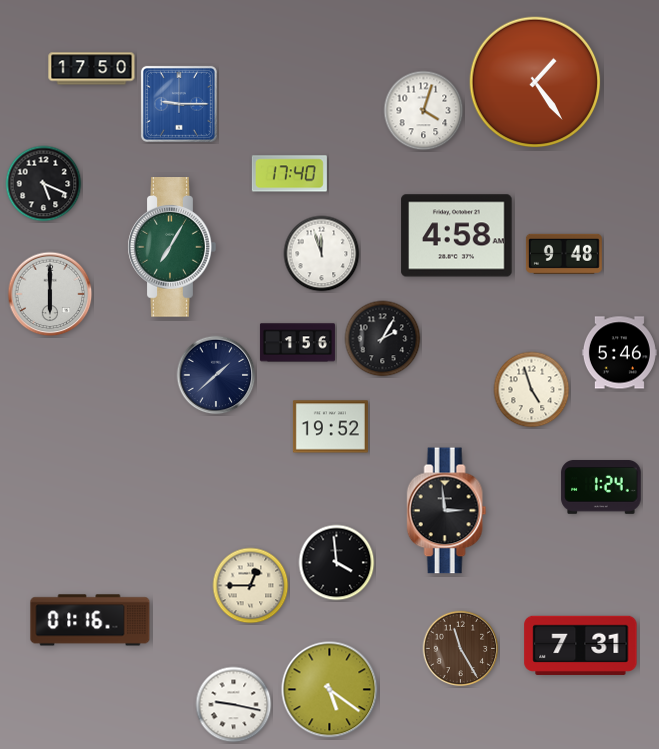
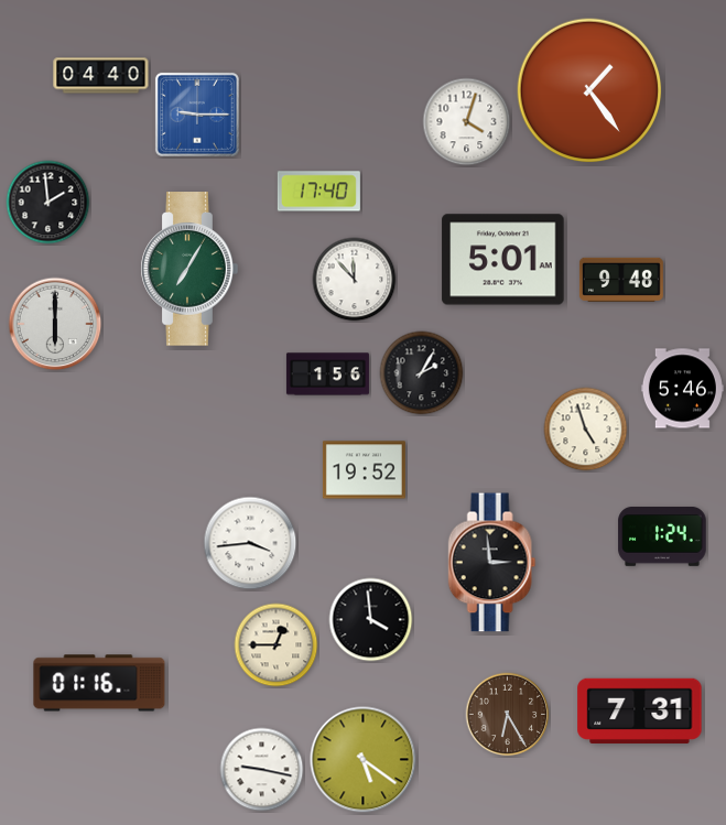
clock at (92, 69): 17:50 -> 04:40
clock at (44, 184): 5:19 -> 1:59
clock at (457, 236): 4:58 -> 5:01
clock at (172, 247) position: (172, 247) -> (189, 269)
clock at (322, 254): 11:57 -> 11:53
clock at (297, 343) position: (297, 343) -> (327, 374)
clock at (216, 375): 1:38 -> none
clock at (250, 543): none -> 3:44
clock at (461, 649): 11:25 -> 6:25
clock at (234, 705) position: (234, 705) -> (262, 770)
